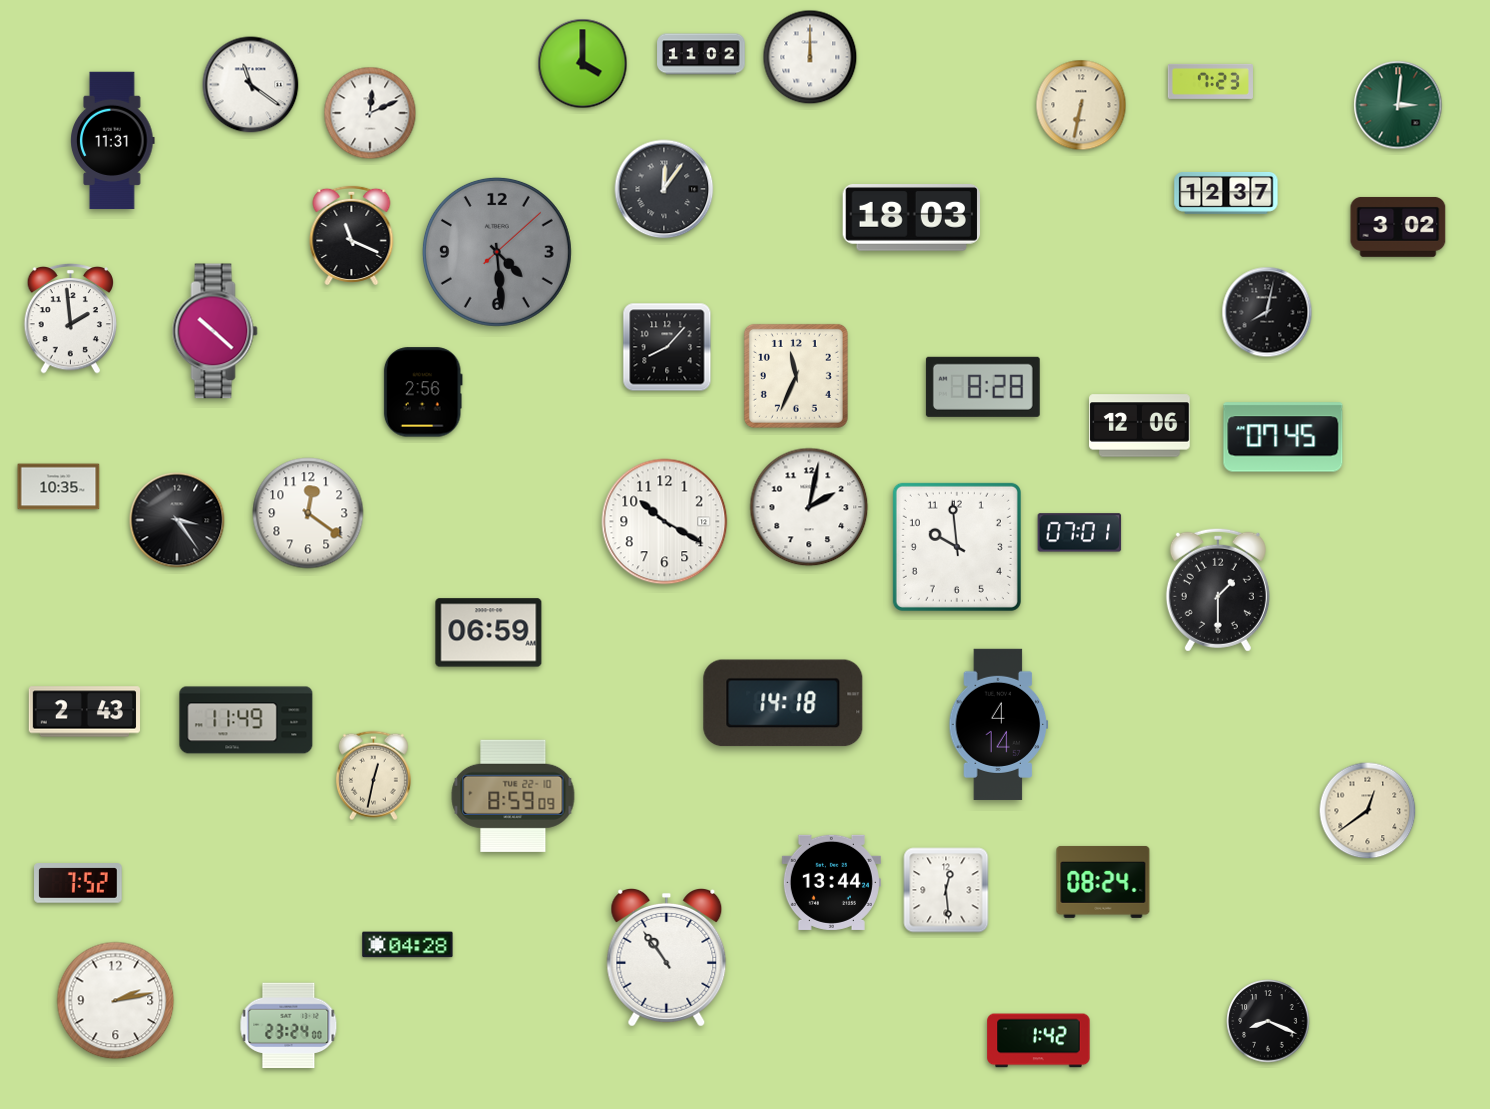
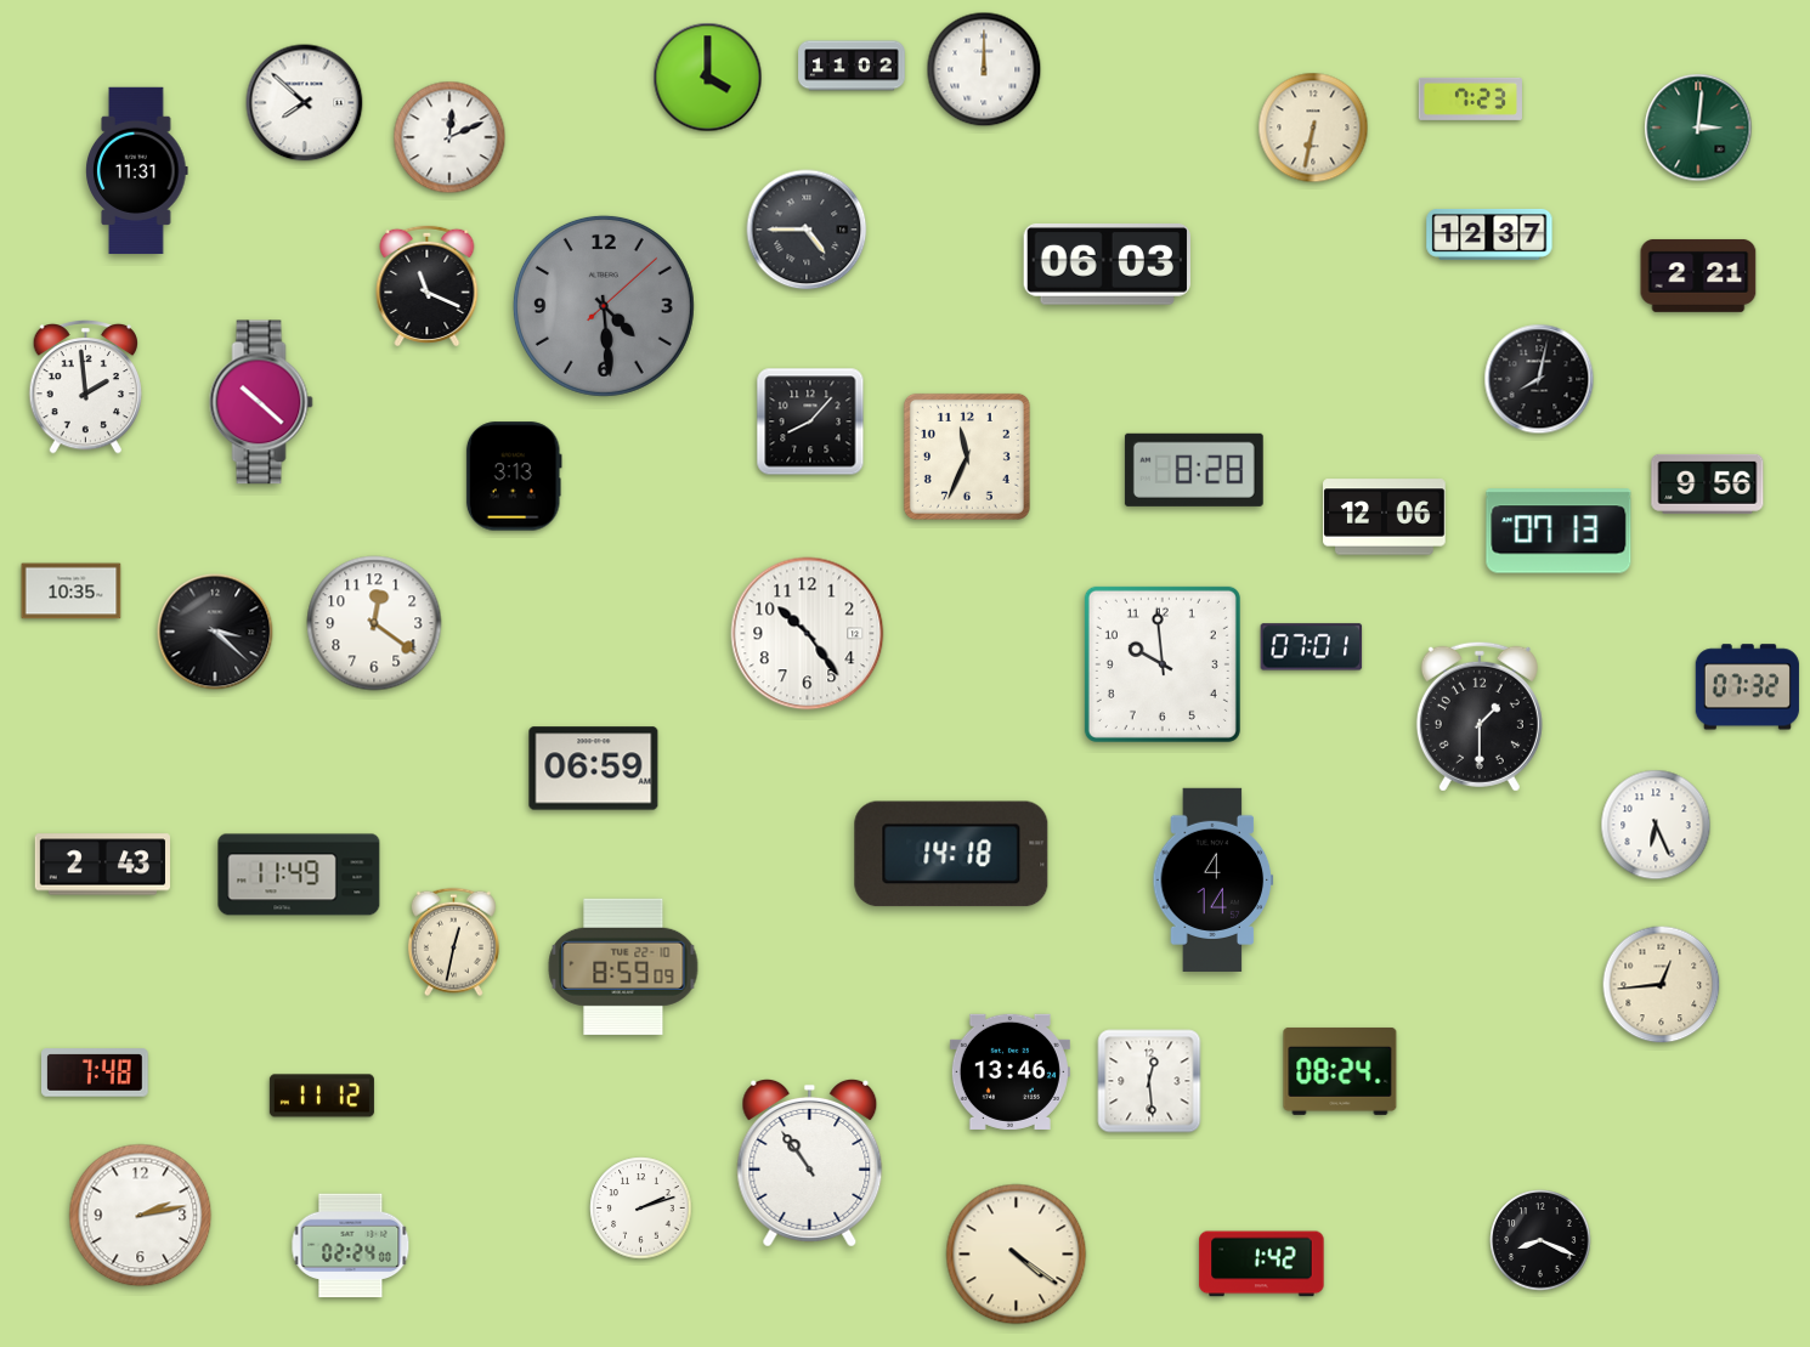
clock at (251, 85): 11:21 -> 7:52
clock at (664, 189): 12:06 -> 4:45
clock at (911, 218): 18:03 -> 06:03
clock at (1398, 227): 3:02 -> 2:21
clock at (423, 392): 2:56 -> 3:13
clock at (1708, 483): none -> 9:56
clock at (1283, 437): 07:45 -> 07:13
clock at (809, 507): 2:02 -> none
clock at (177, 520): 3:24 -> 3:22
clock at (665, 522): 10:20 -> 10:24
clock at (1747, 687): none -> 07:32
clock at (1656, 825): none -> 6:26
clock at (1368, 811): 12:39 -> 12:44
clock at (831, 882): 13:44 -> 13:46
clock at (79, 883): 7:52 -> 7:48
clock at (322, 1096): none -> 11:12
clock at (408, 945): 04:28 -> none
clock at (641, 1209): none -> 2:12
clock at (289, 1026): 23:24 -> 02:24
clock at (1017, 1255): none -> 4:21
